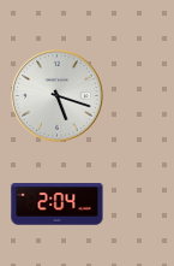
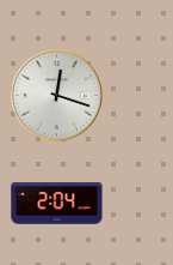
clock at (58, 96): 5:18 -> 12:18
